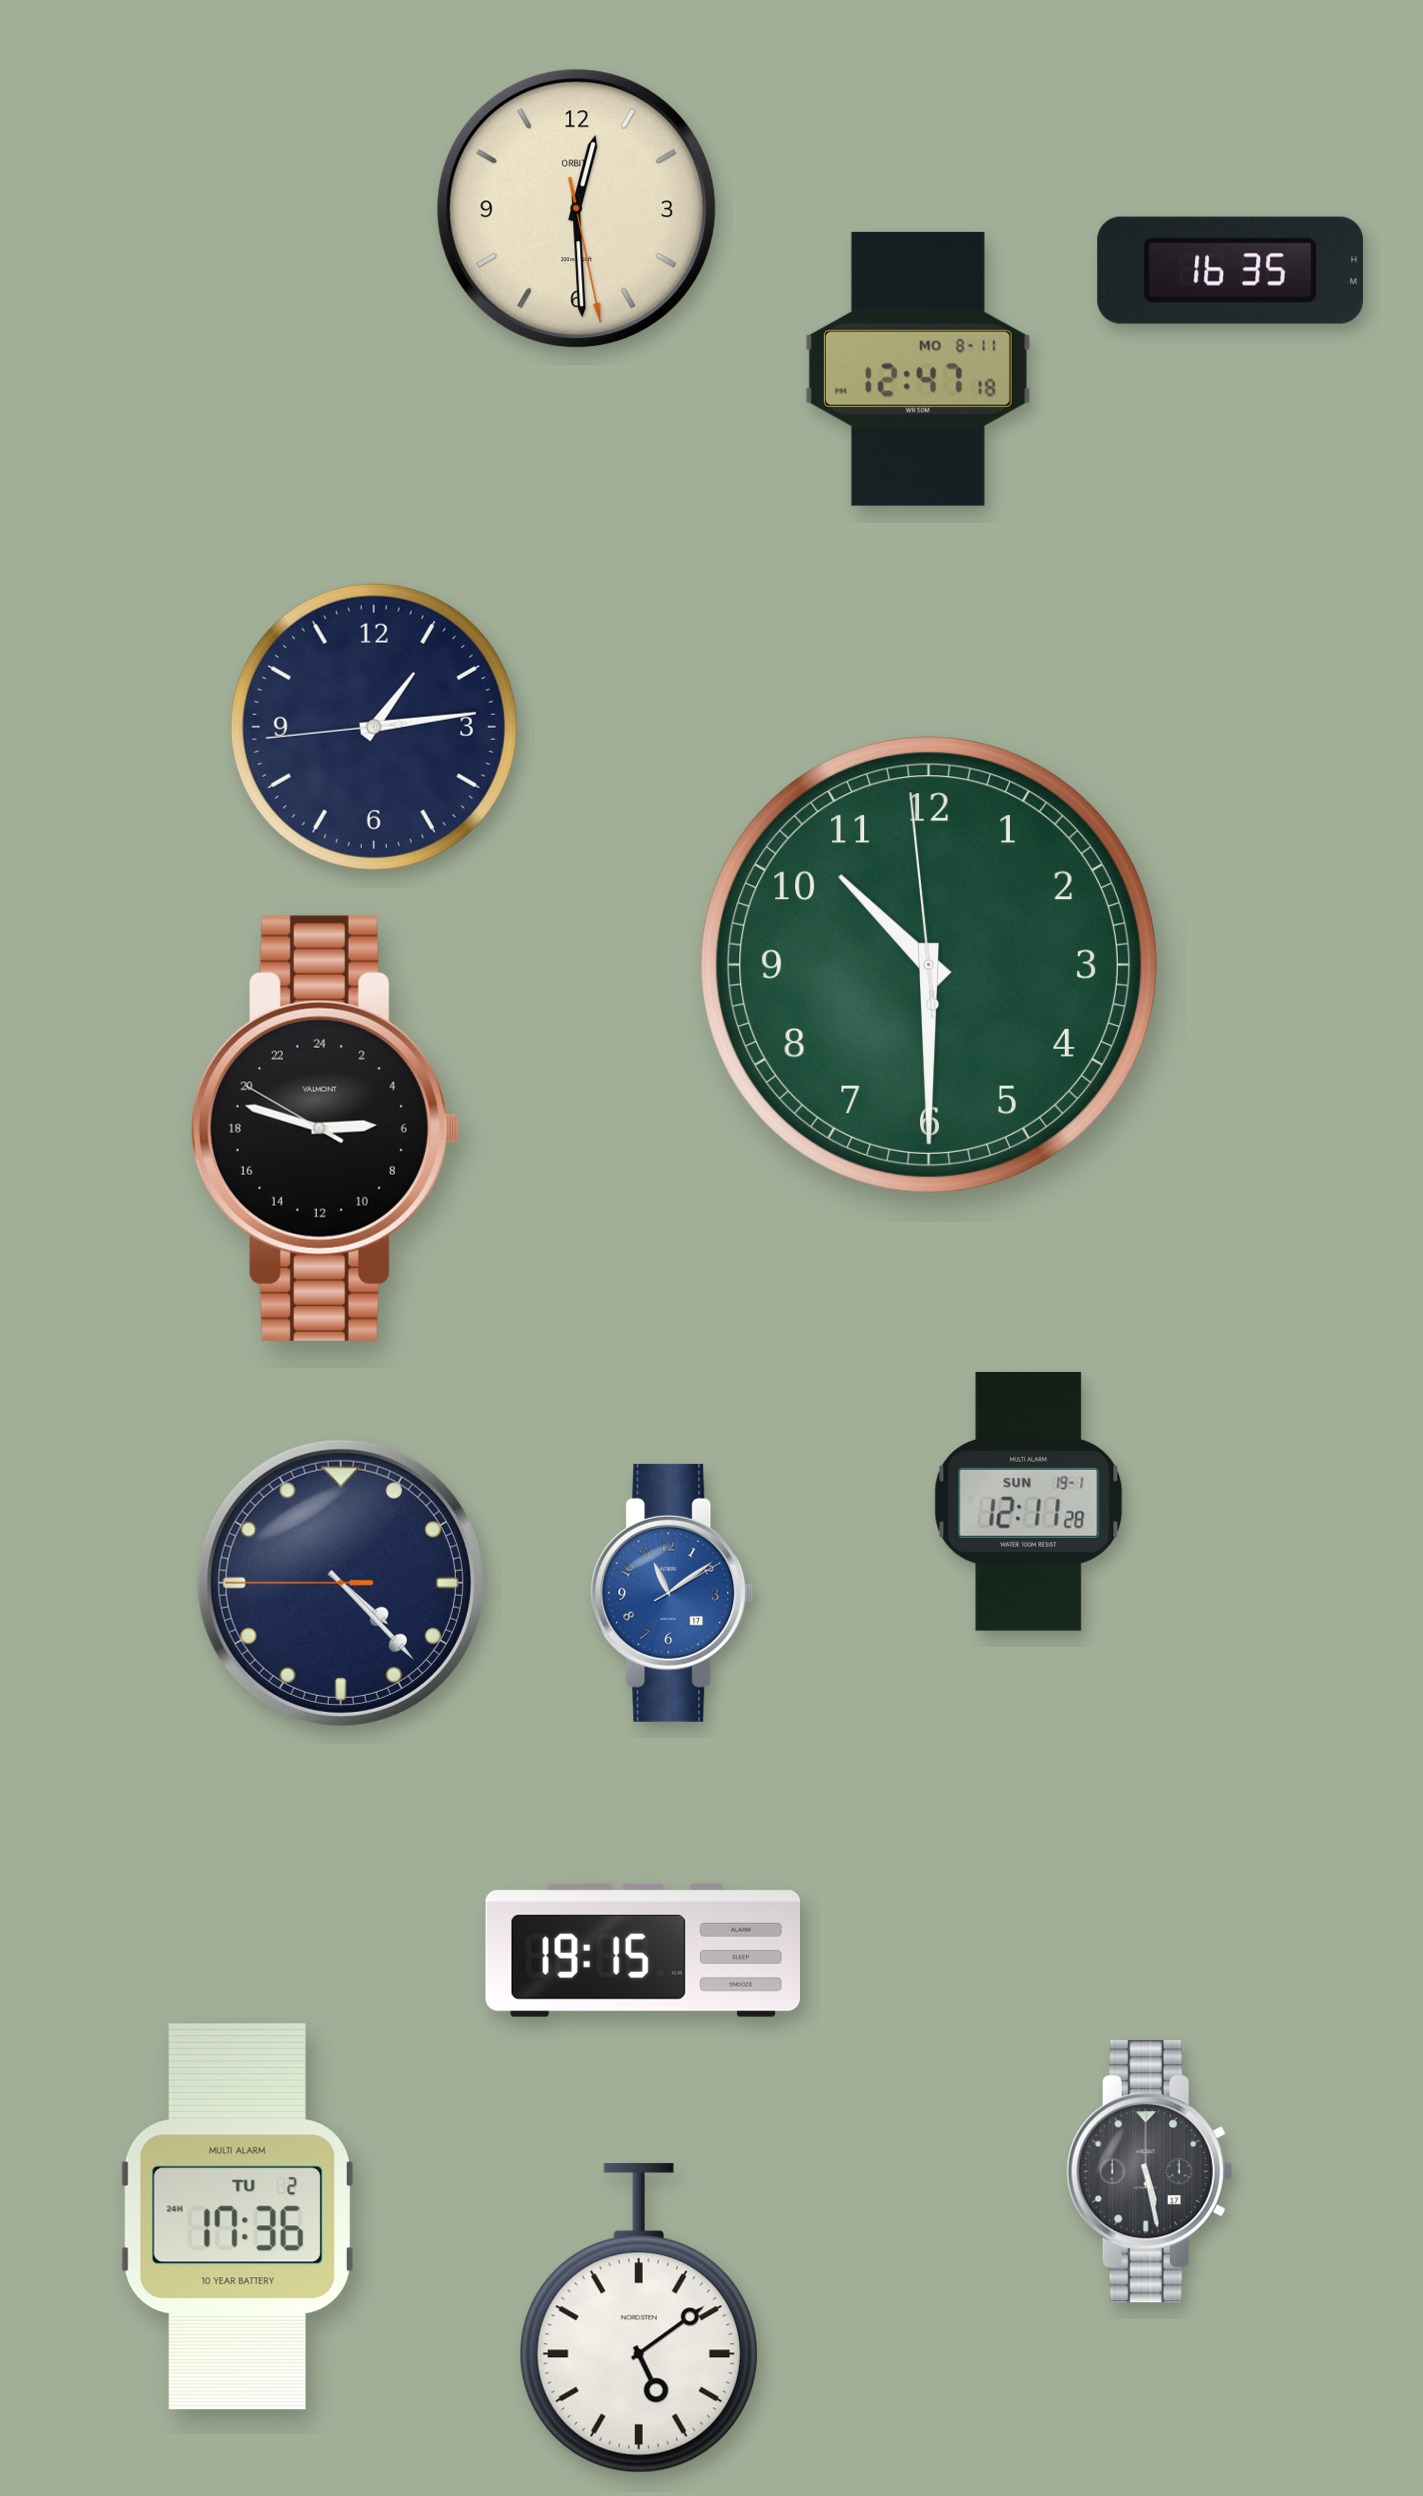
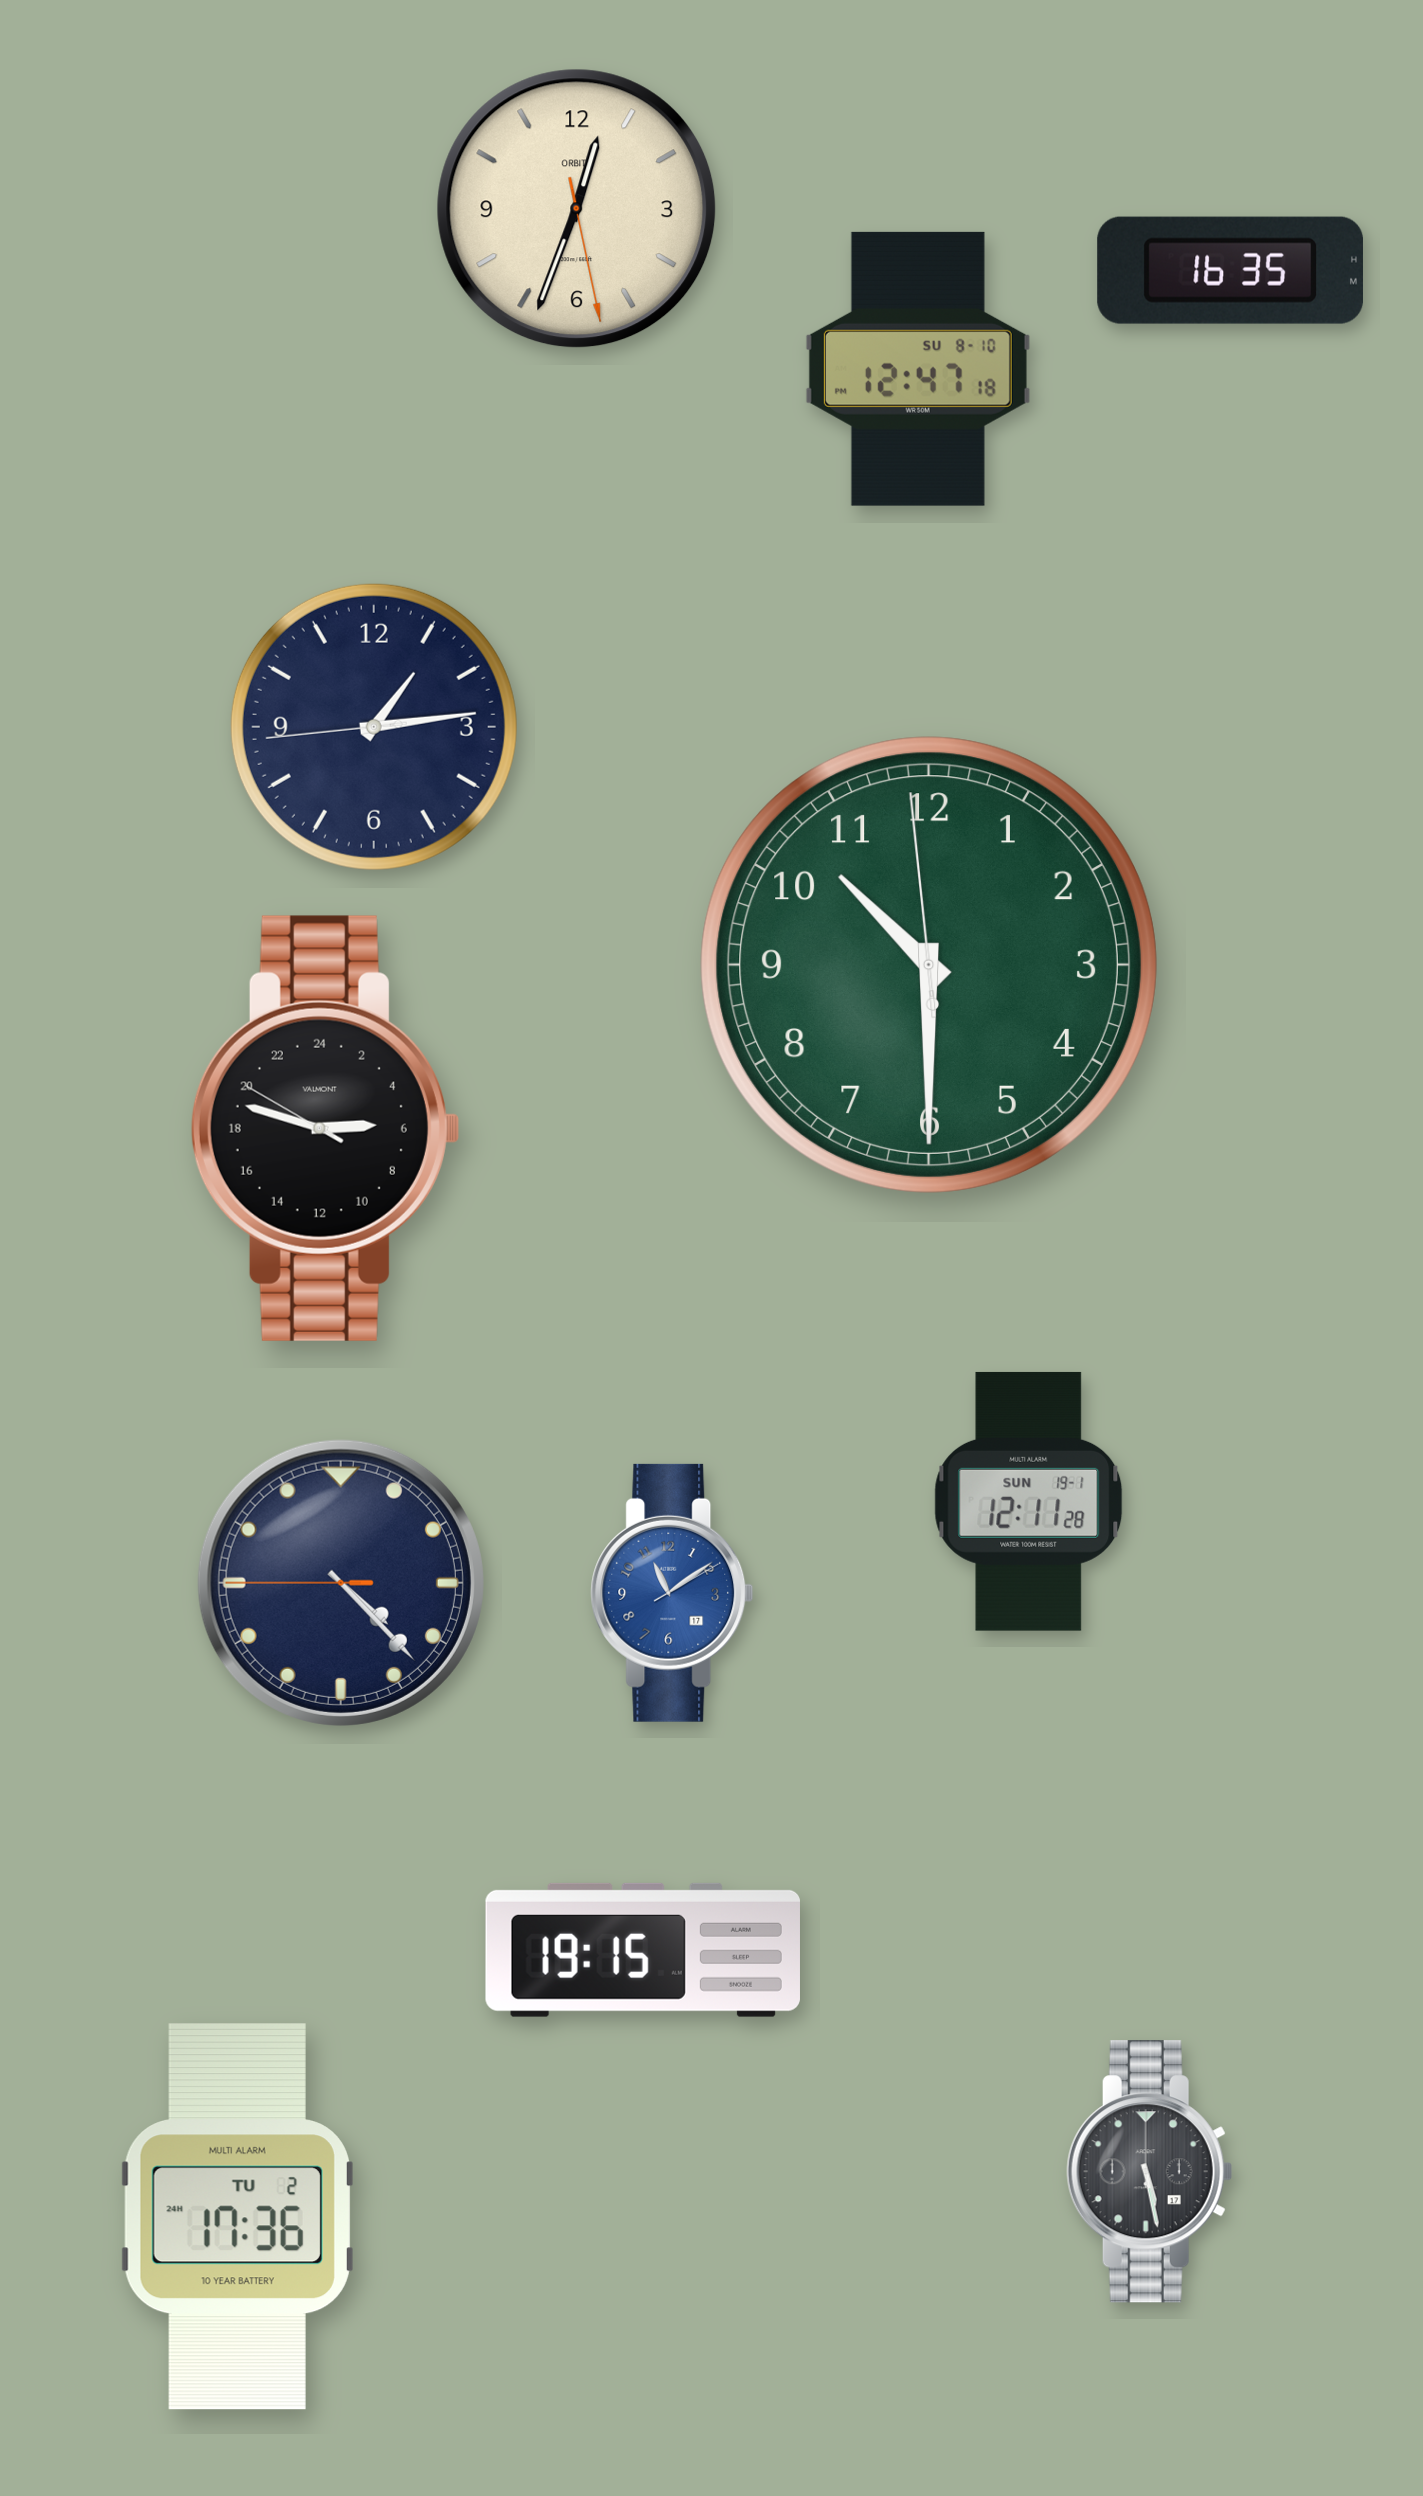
clock at (577, 209): 12:29 -> 12:33
clock at (918, 369) date: MO 8-11 -> SU 8-10
clock at (639, 2318): 5:09 -> none
